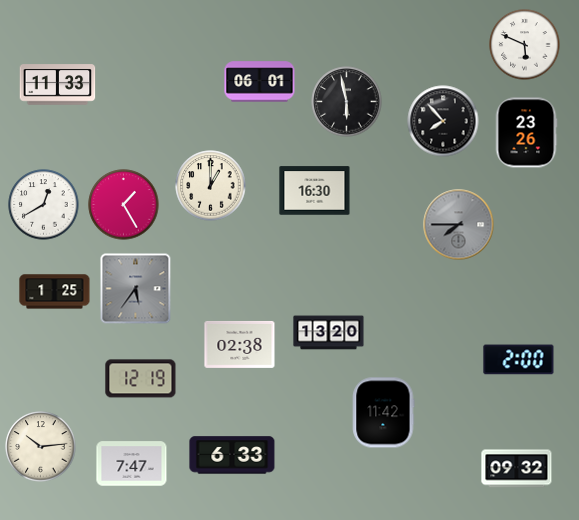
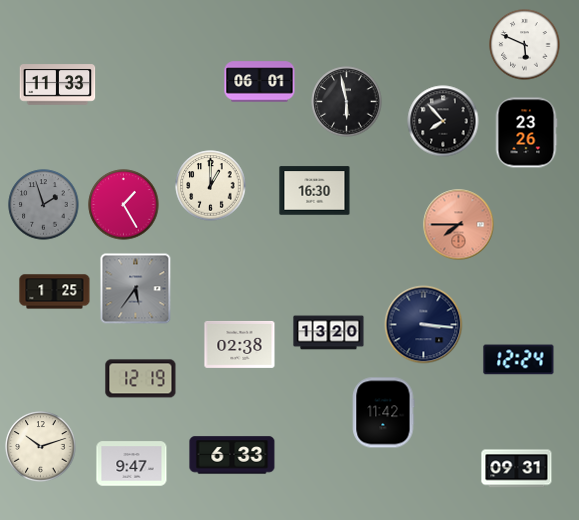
clock at (44, 205): 12:40 -> 1:57
clock at (44, 205) dial: white -> grey
clock at (459, 225) dial: grey -> salmon
clock at (424, 325): none -> 3:16
clock at (519, 360): 2:00 -> 12:24
clock at (41, 447): 10:14 -> 10:12
clock at (132, 464): 7:47 -> 9:47
clock at (517, 469): 09:32 -> 09:31
